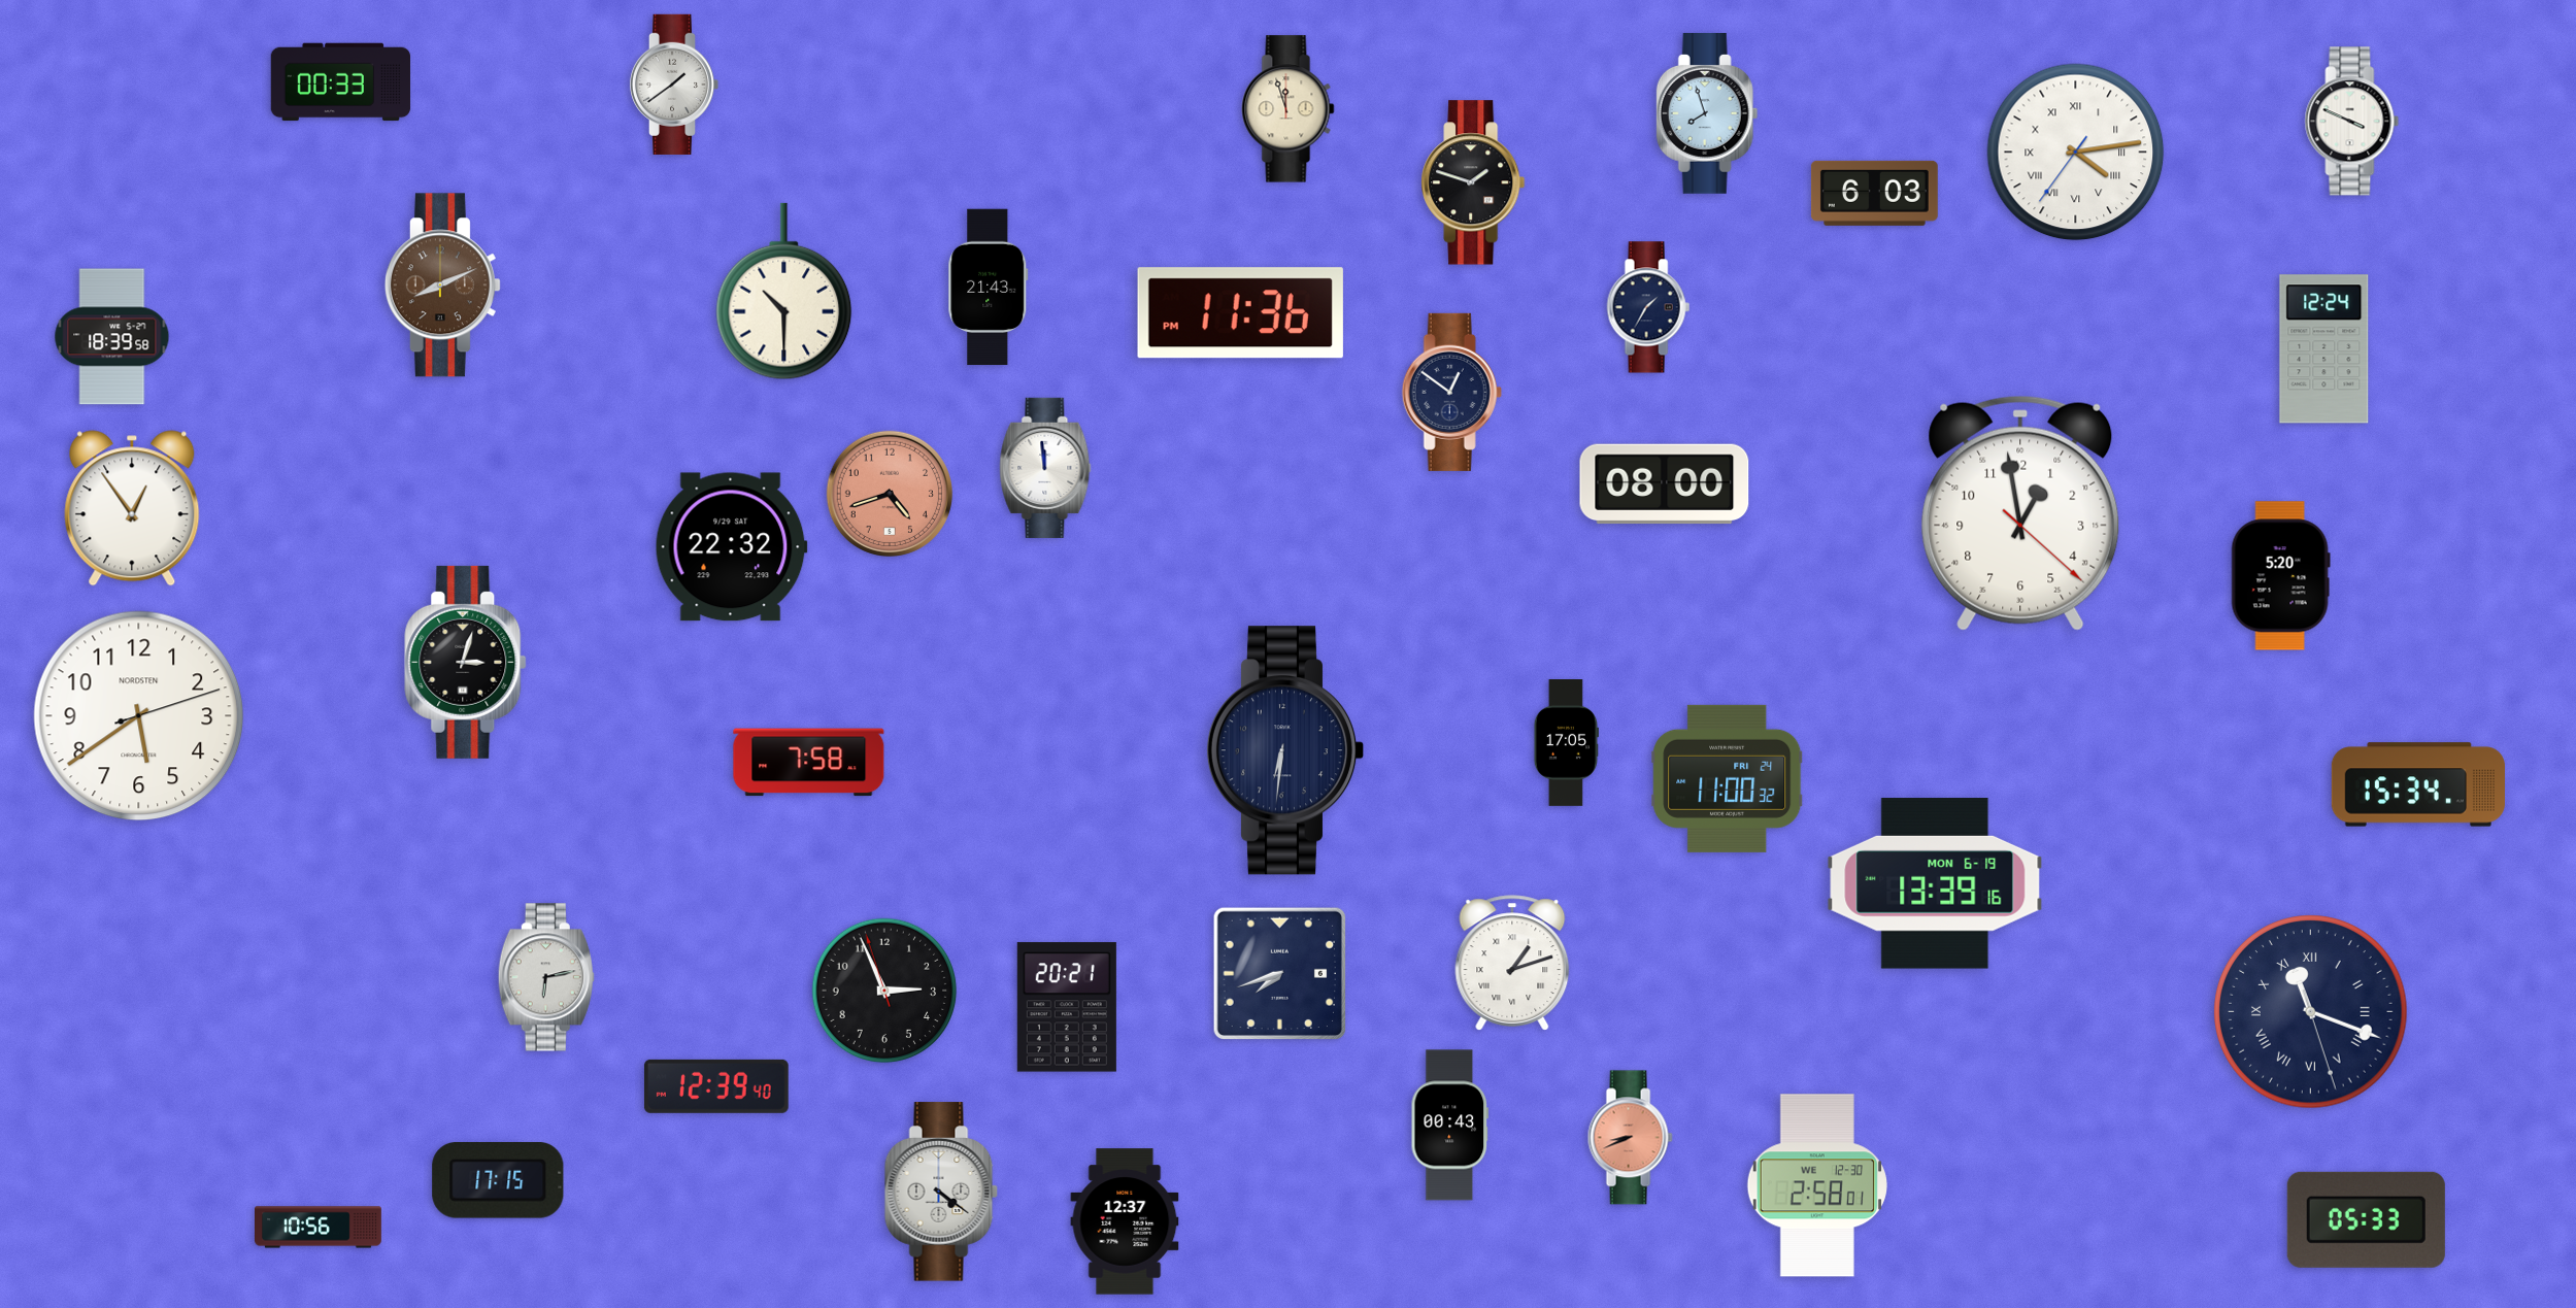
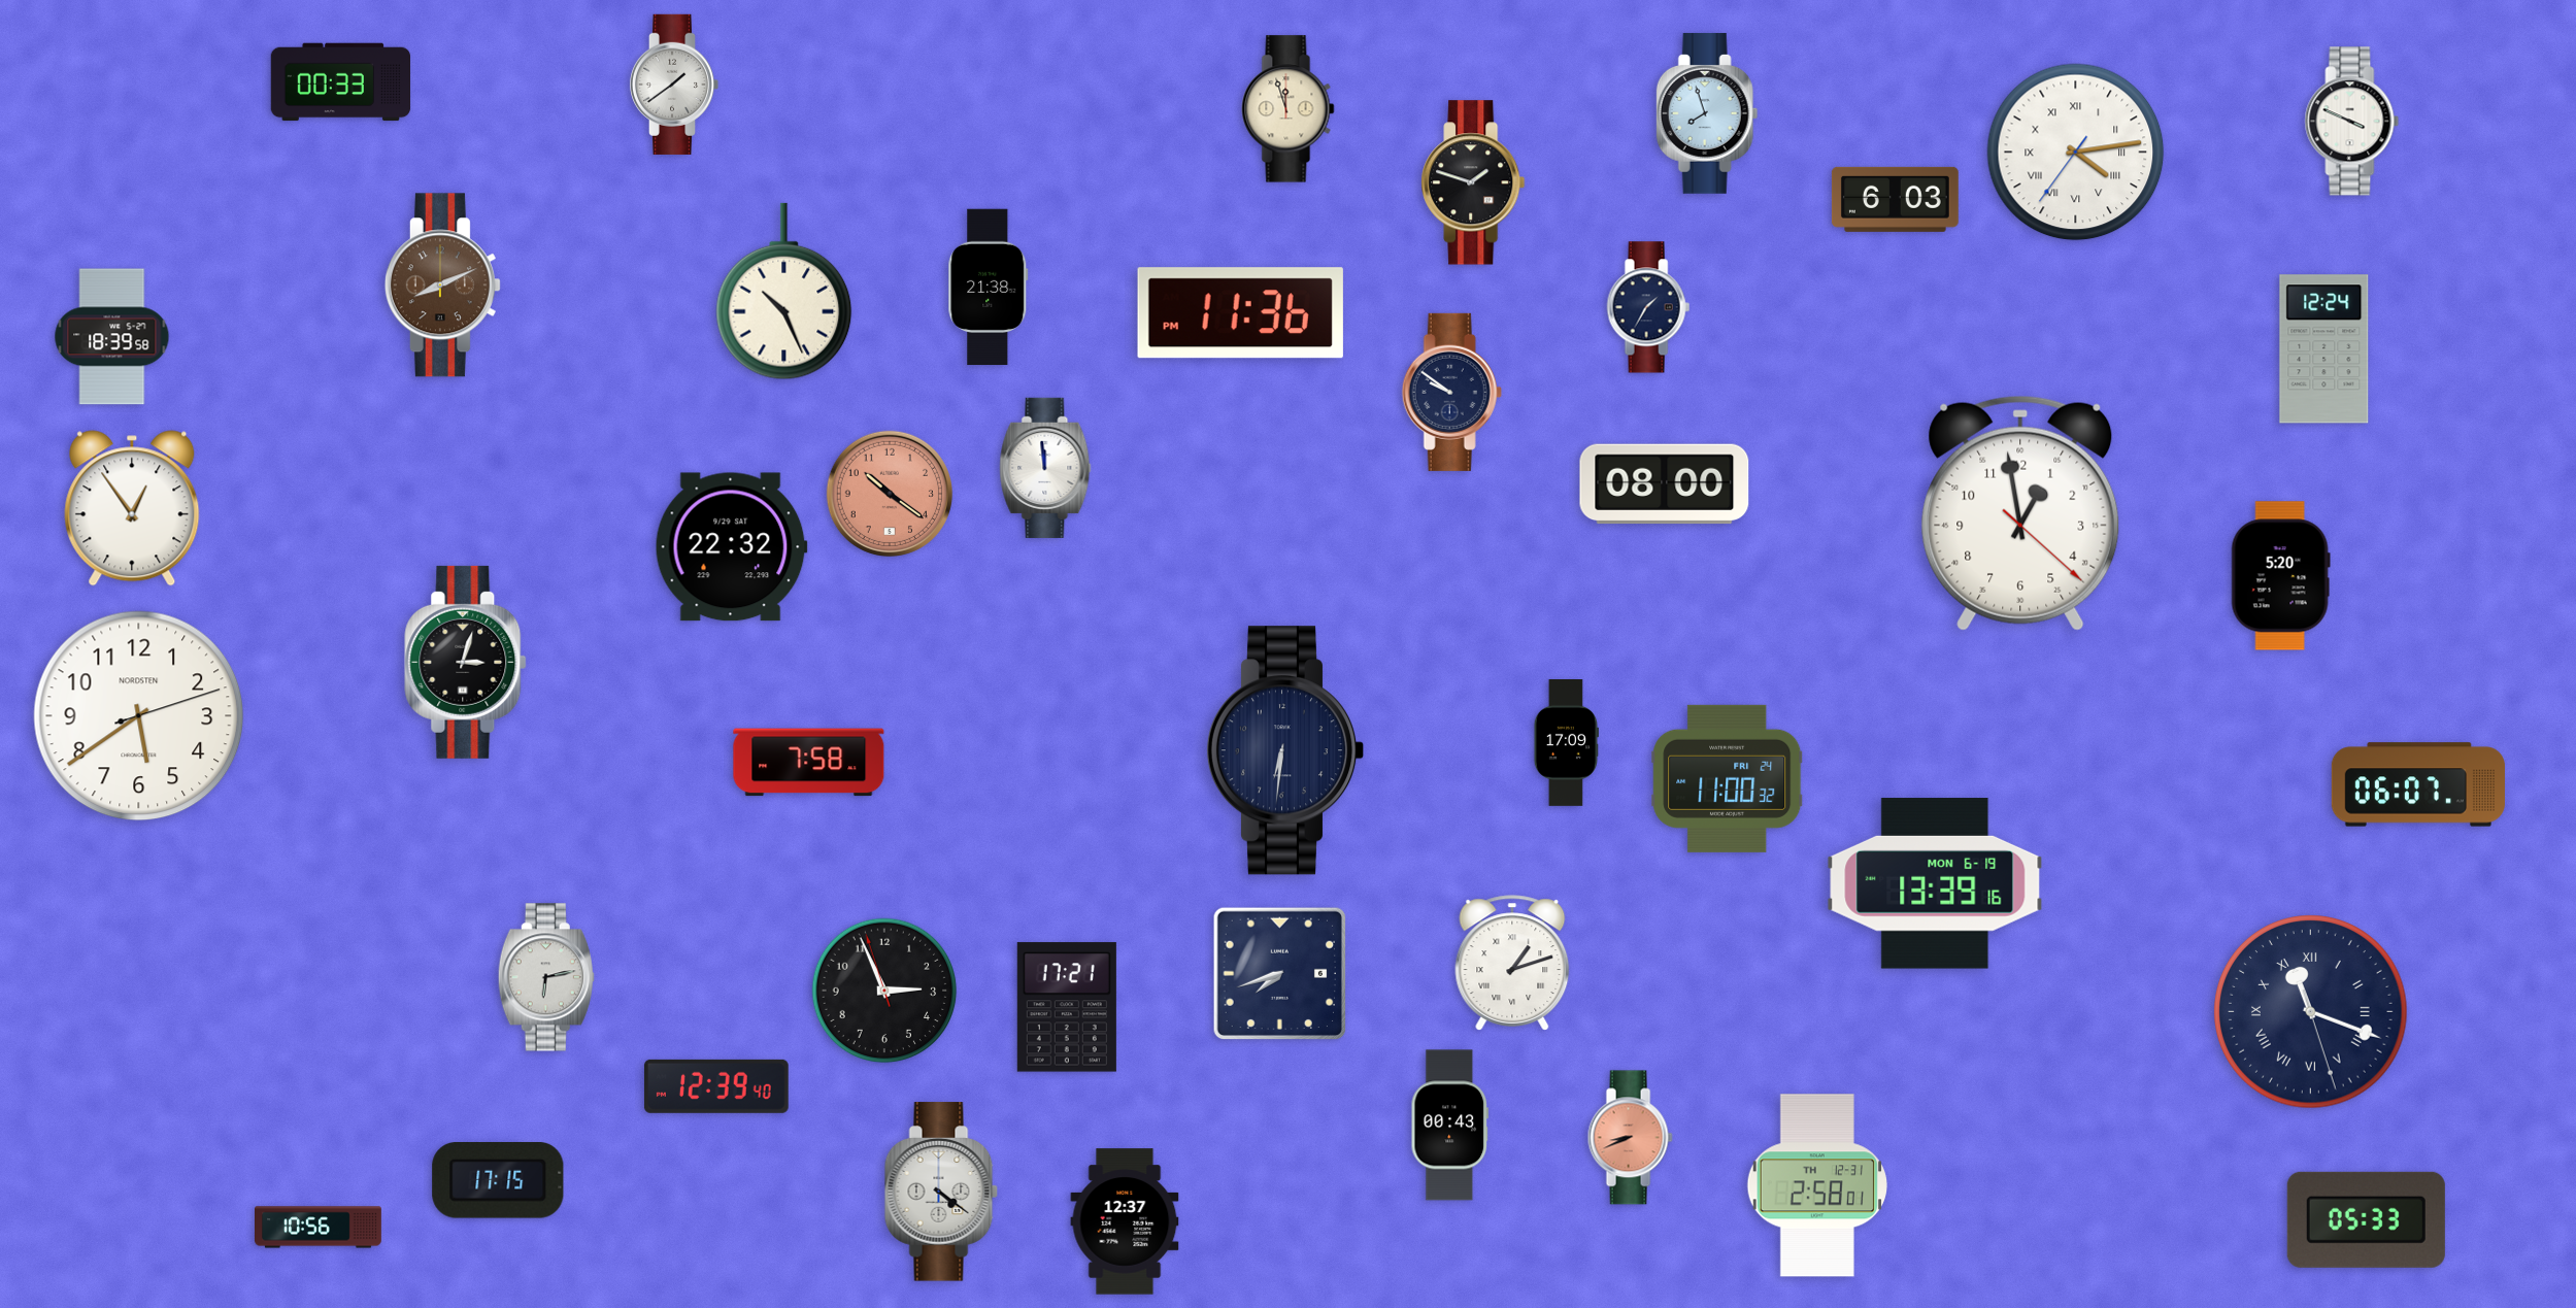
clock at (1874, 193) position: (1874, 193) -> (1895, 199)
clock at (989, 288): 21:43 -> 21:38
clock at (784, 292): 10:30 -> 10:26
clock at (1451, 392): 12:51 -> 9:51
clock at (889, 493): 4:42 -> 10:21
clock at (1566, 743): 17:05 -> 17:09
clock at (2418, 784): 15:34 -> 06:07
clock at (1067, 1007): 20:21 -> 17:21
clock at (1817, 1185) date: WE 12-30 -> TH 12-31
